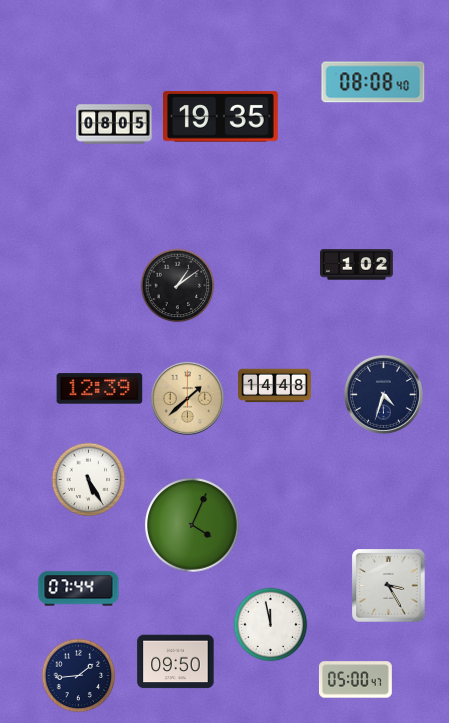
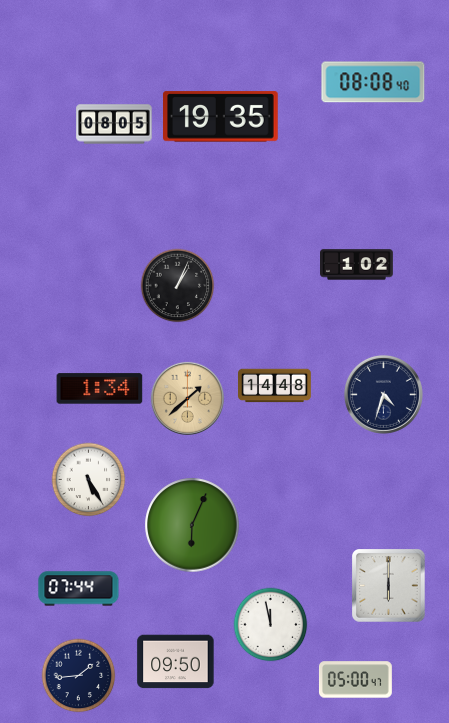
clock at (178, 286): 1:09 -> 1:04
clock at (100, 389): 12:39 -> 1:34
clock at (192, 525): 4:04 -> 6:04
clock at (389, 586): 3:25 -> 6:00
